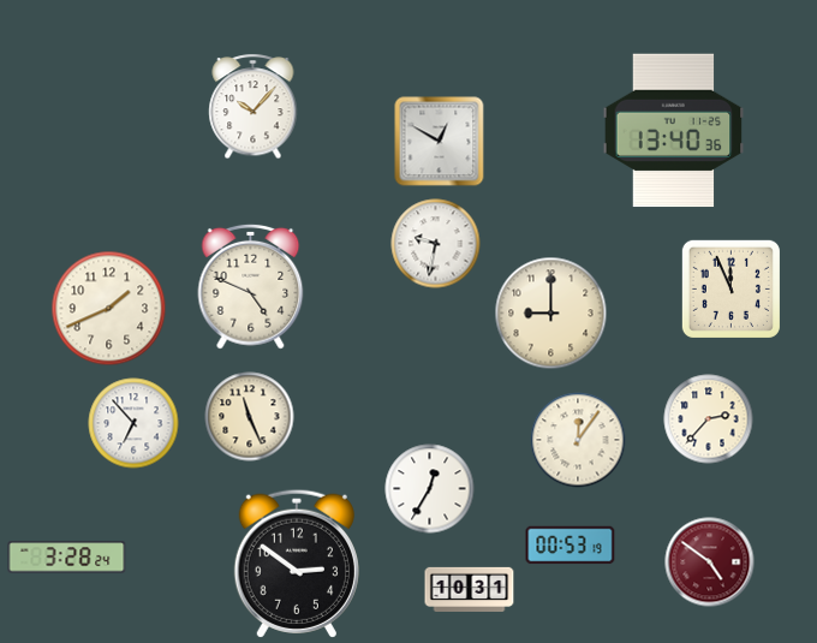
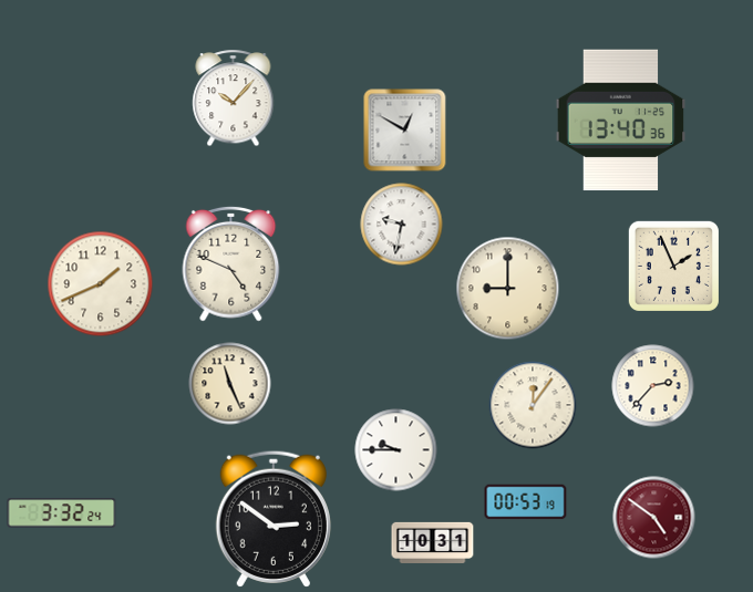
clock at (730, 288): 11:56 -> 1:56
clock at (133, 423): 6:53 -> none
clock at (430, 489): 12:35 -> 9:45
clock at (67, 558): 3:28 -> 3:32
